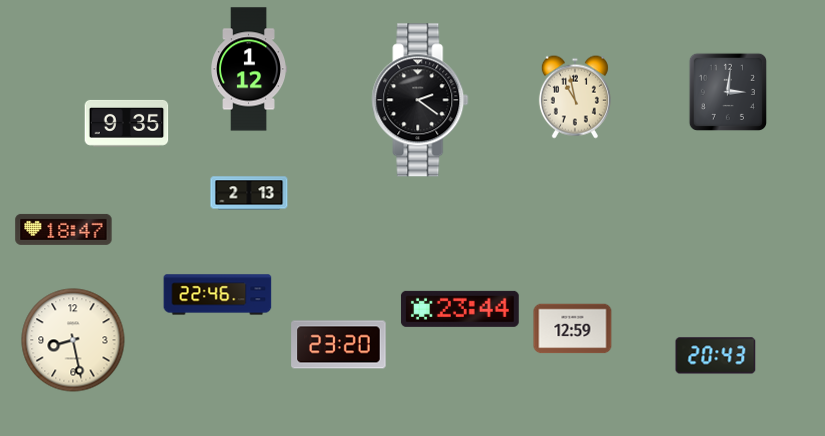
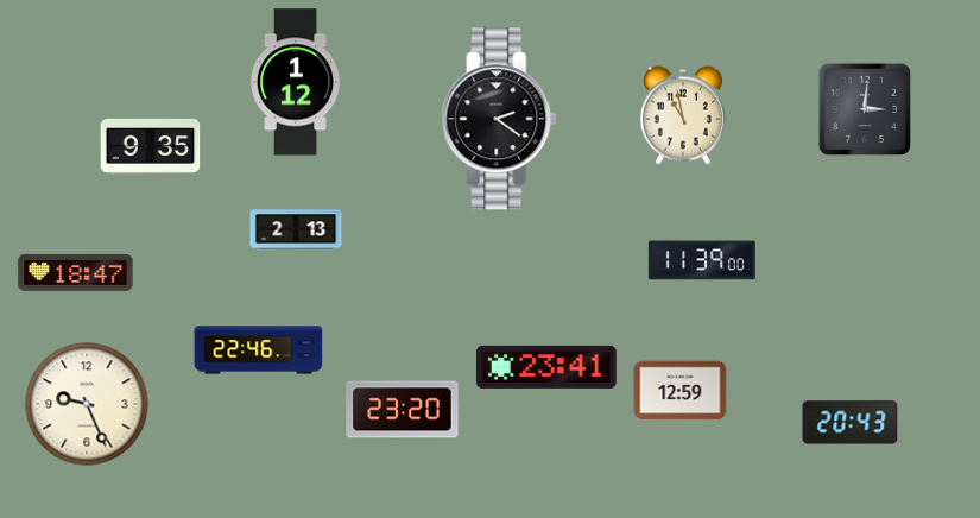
clock at (702, 260): none -> 11:39
clock at (460, 309): 23:44 -> 23:41
clock at (73, 340): 8:28 -> 9:26
